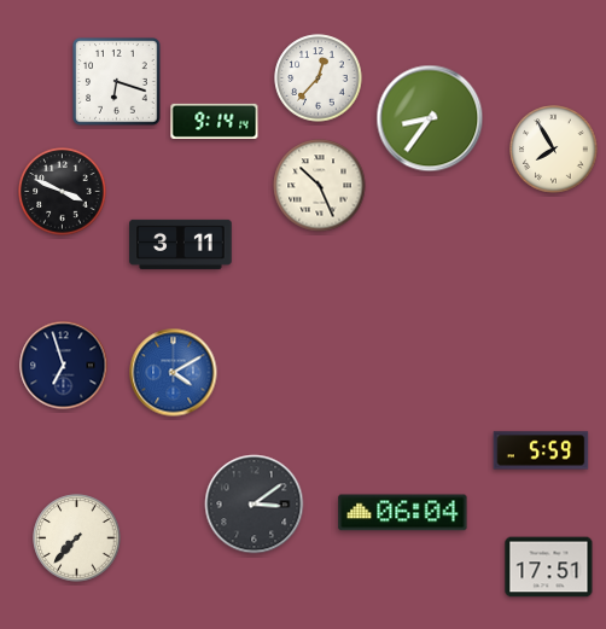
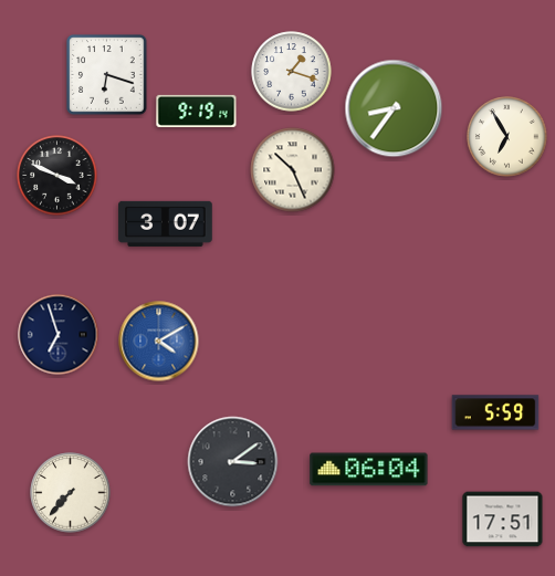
clock at (319, 78): 12:37 -> 1:18
clock at (215, 121): 9:14 -> 9:19
clock at (554, 150): 7:55 -> 6:55
clock at (181, 244): 3:11 -> 3:07
